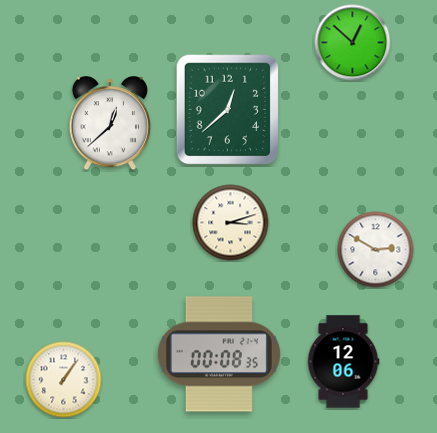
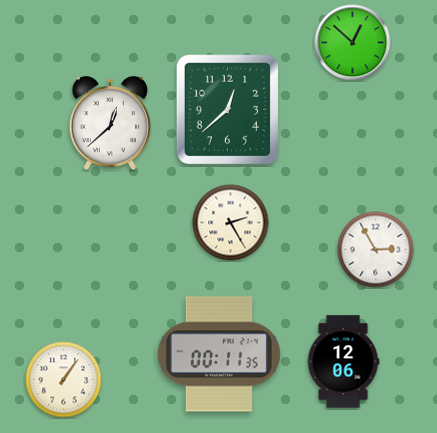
clock at (231, 223): 3:12 -> 2:25
clock at (376, 250): 2:50 -> 2:55
clock at (219, 354): 00:08 -> 00:11
